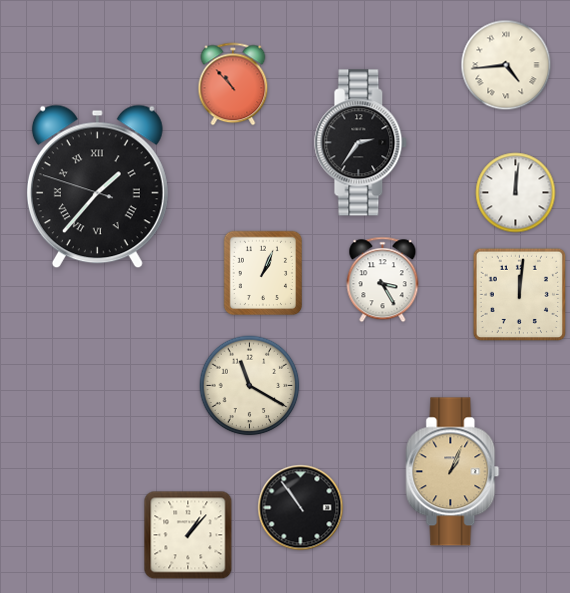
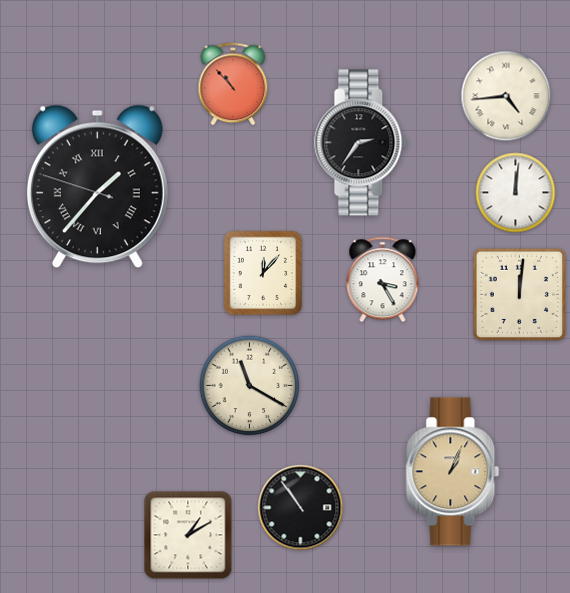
clock at (506, 65) position: (506, 65) -> (506, 96)
clock at (263, 273): 1:04 -> 12:07
clock at (188, 535): 1:07 -> 1:10
